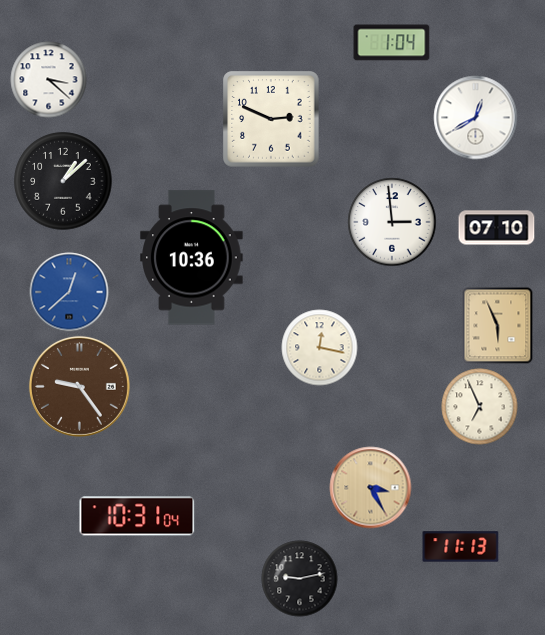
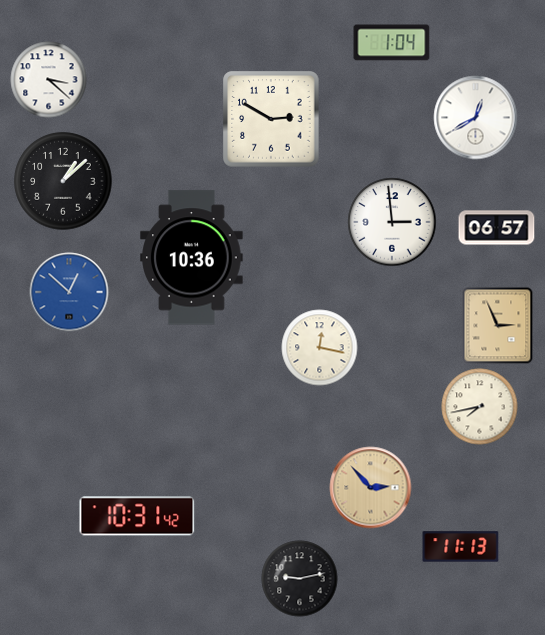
clock at (271, 119): 2:49 -> 2:50
clock at (497, 228): 07:10 -> 06:57
clock at (69, 292): 12:38 -> 12:52
clock at (498, 326): 5:56 -> 2:56
clock at (79, 386): 9:24 -> none
clock at (480, 407): 6:56 -> 7:43
clock at (371, 488): 3:25 -> 2:53
clock at (137, 516): 10:31:04 -> 10:31:42
